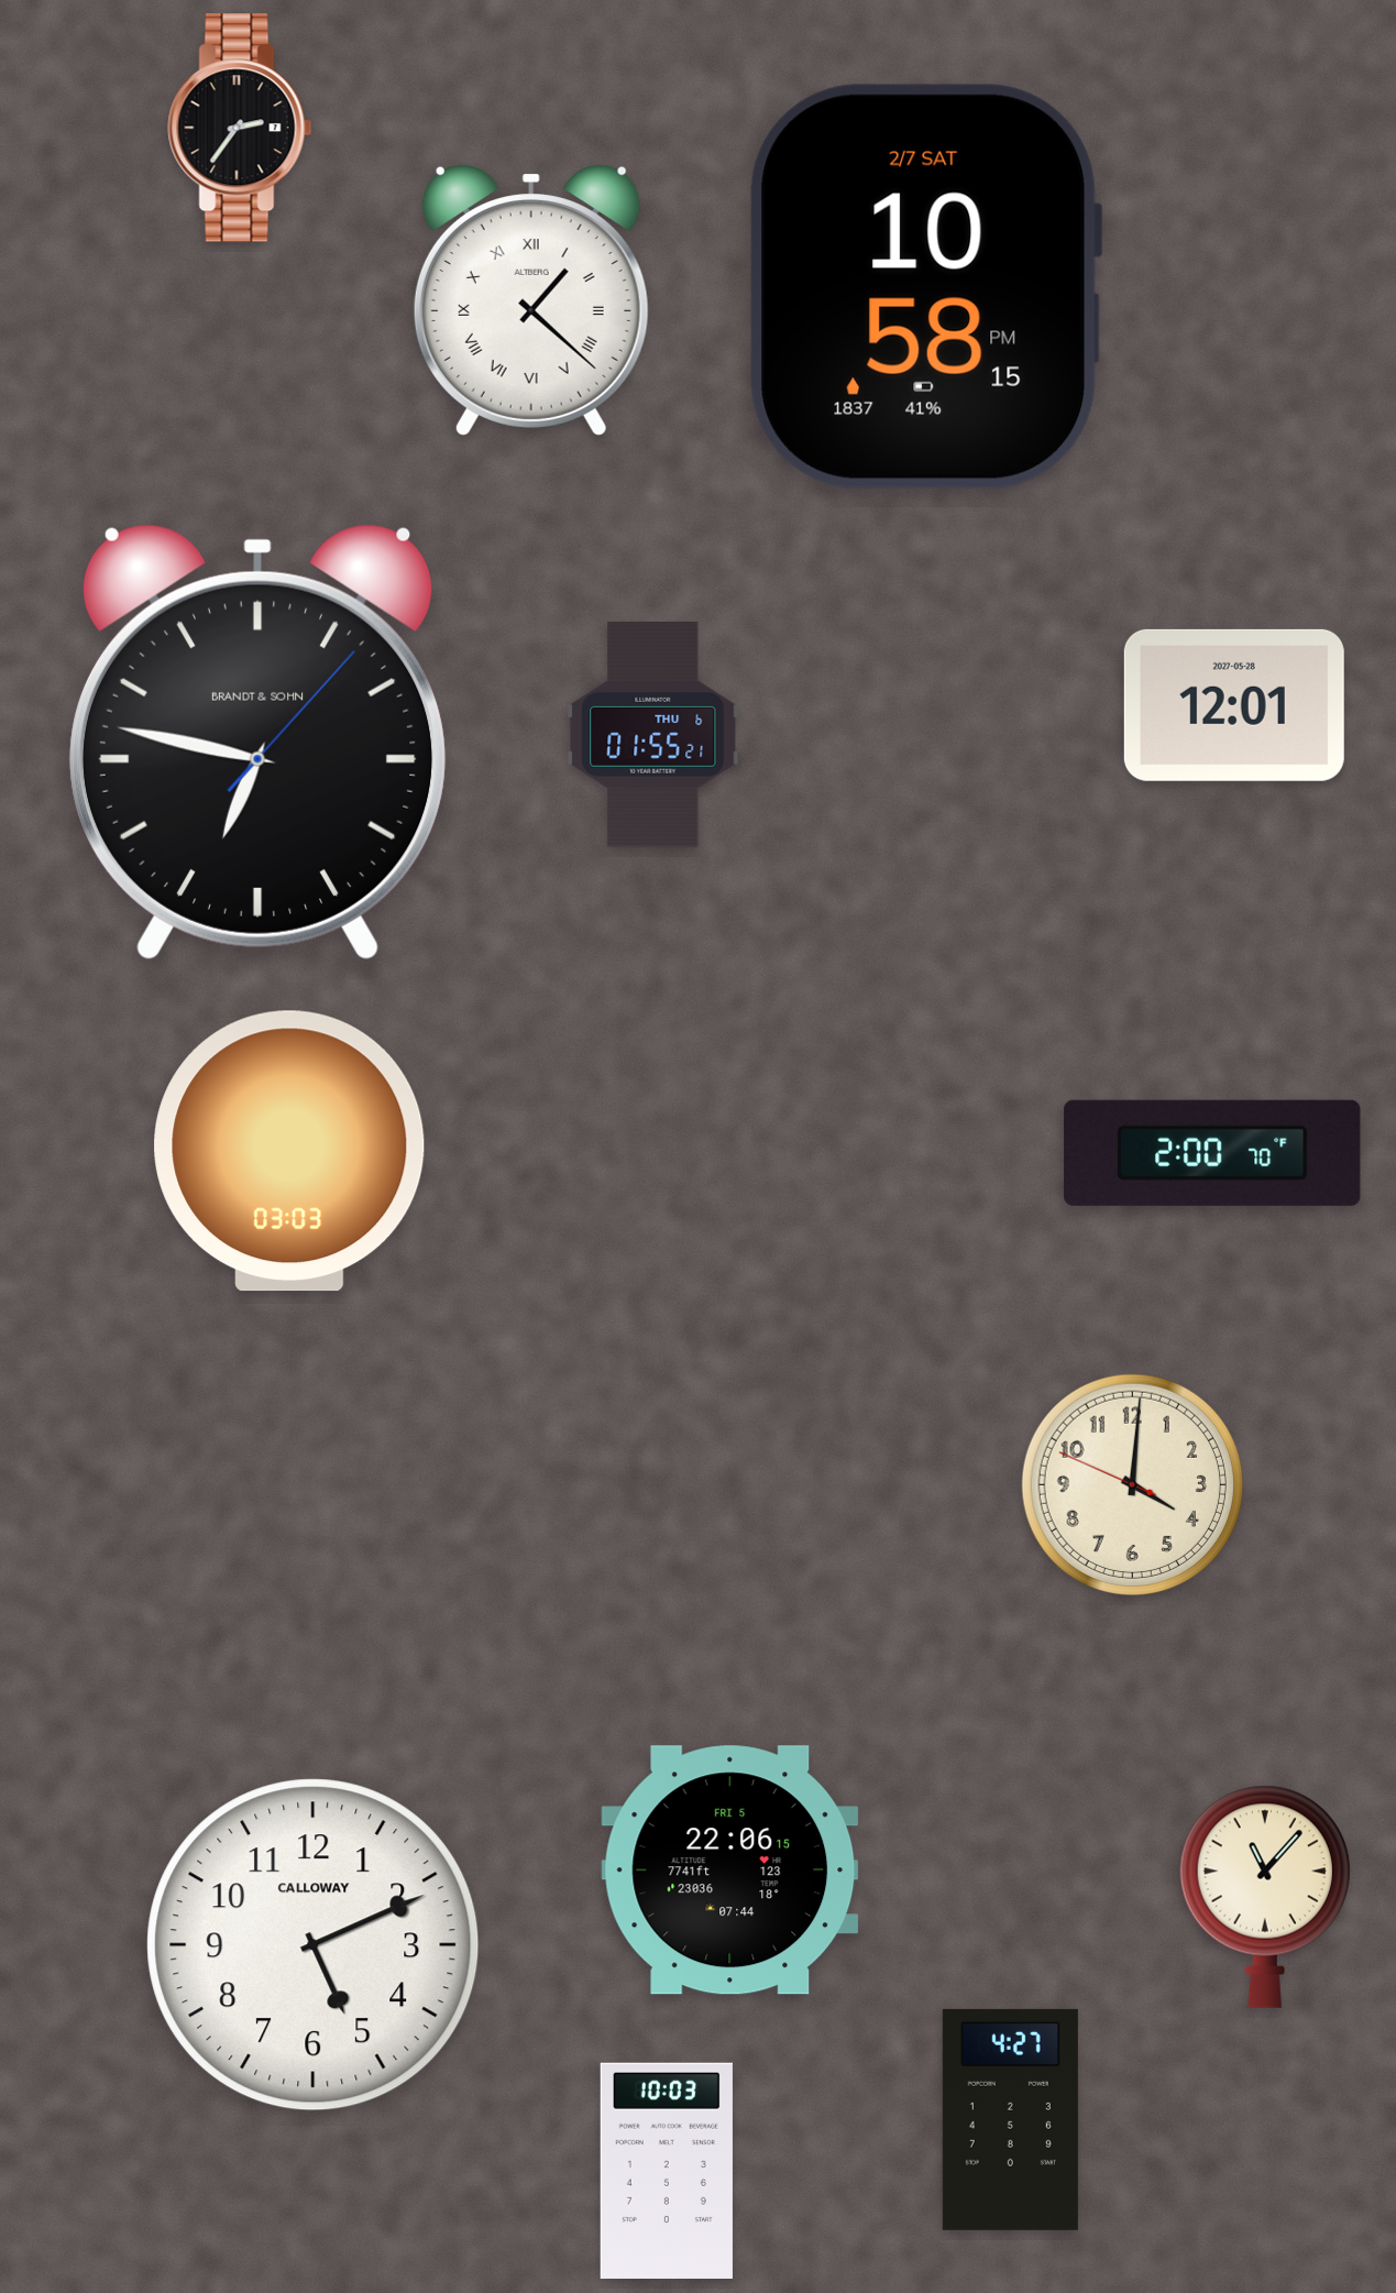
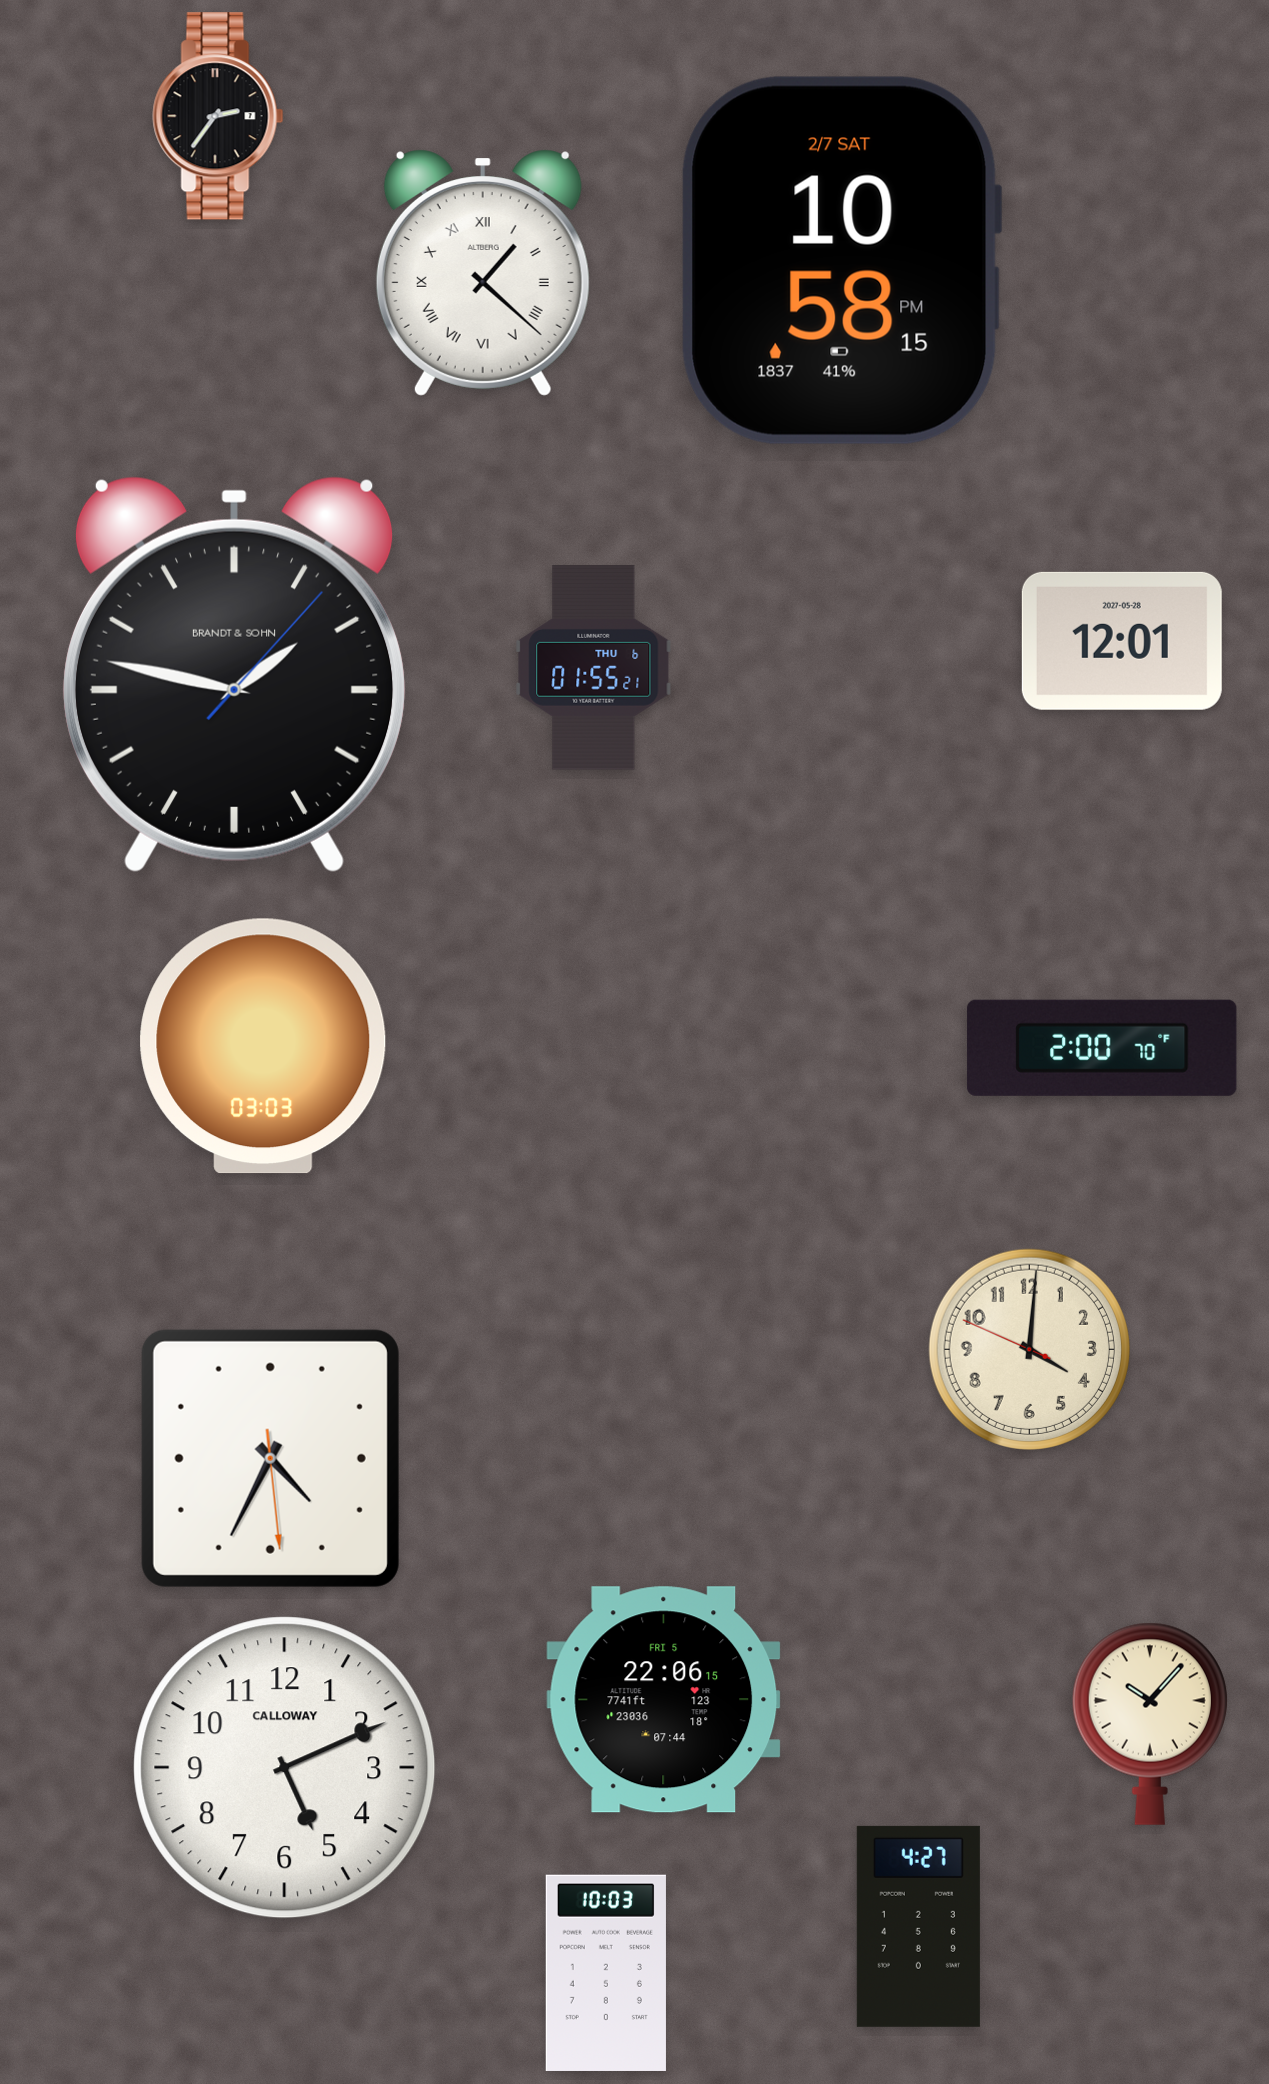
clock at (257, 742): 6:47 -> 1:47
clock at (270, 1458): none -> 4:34
clock at (1265, 1897): 11:07 -> 10:07
